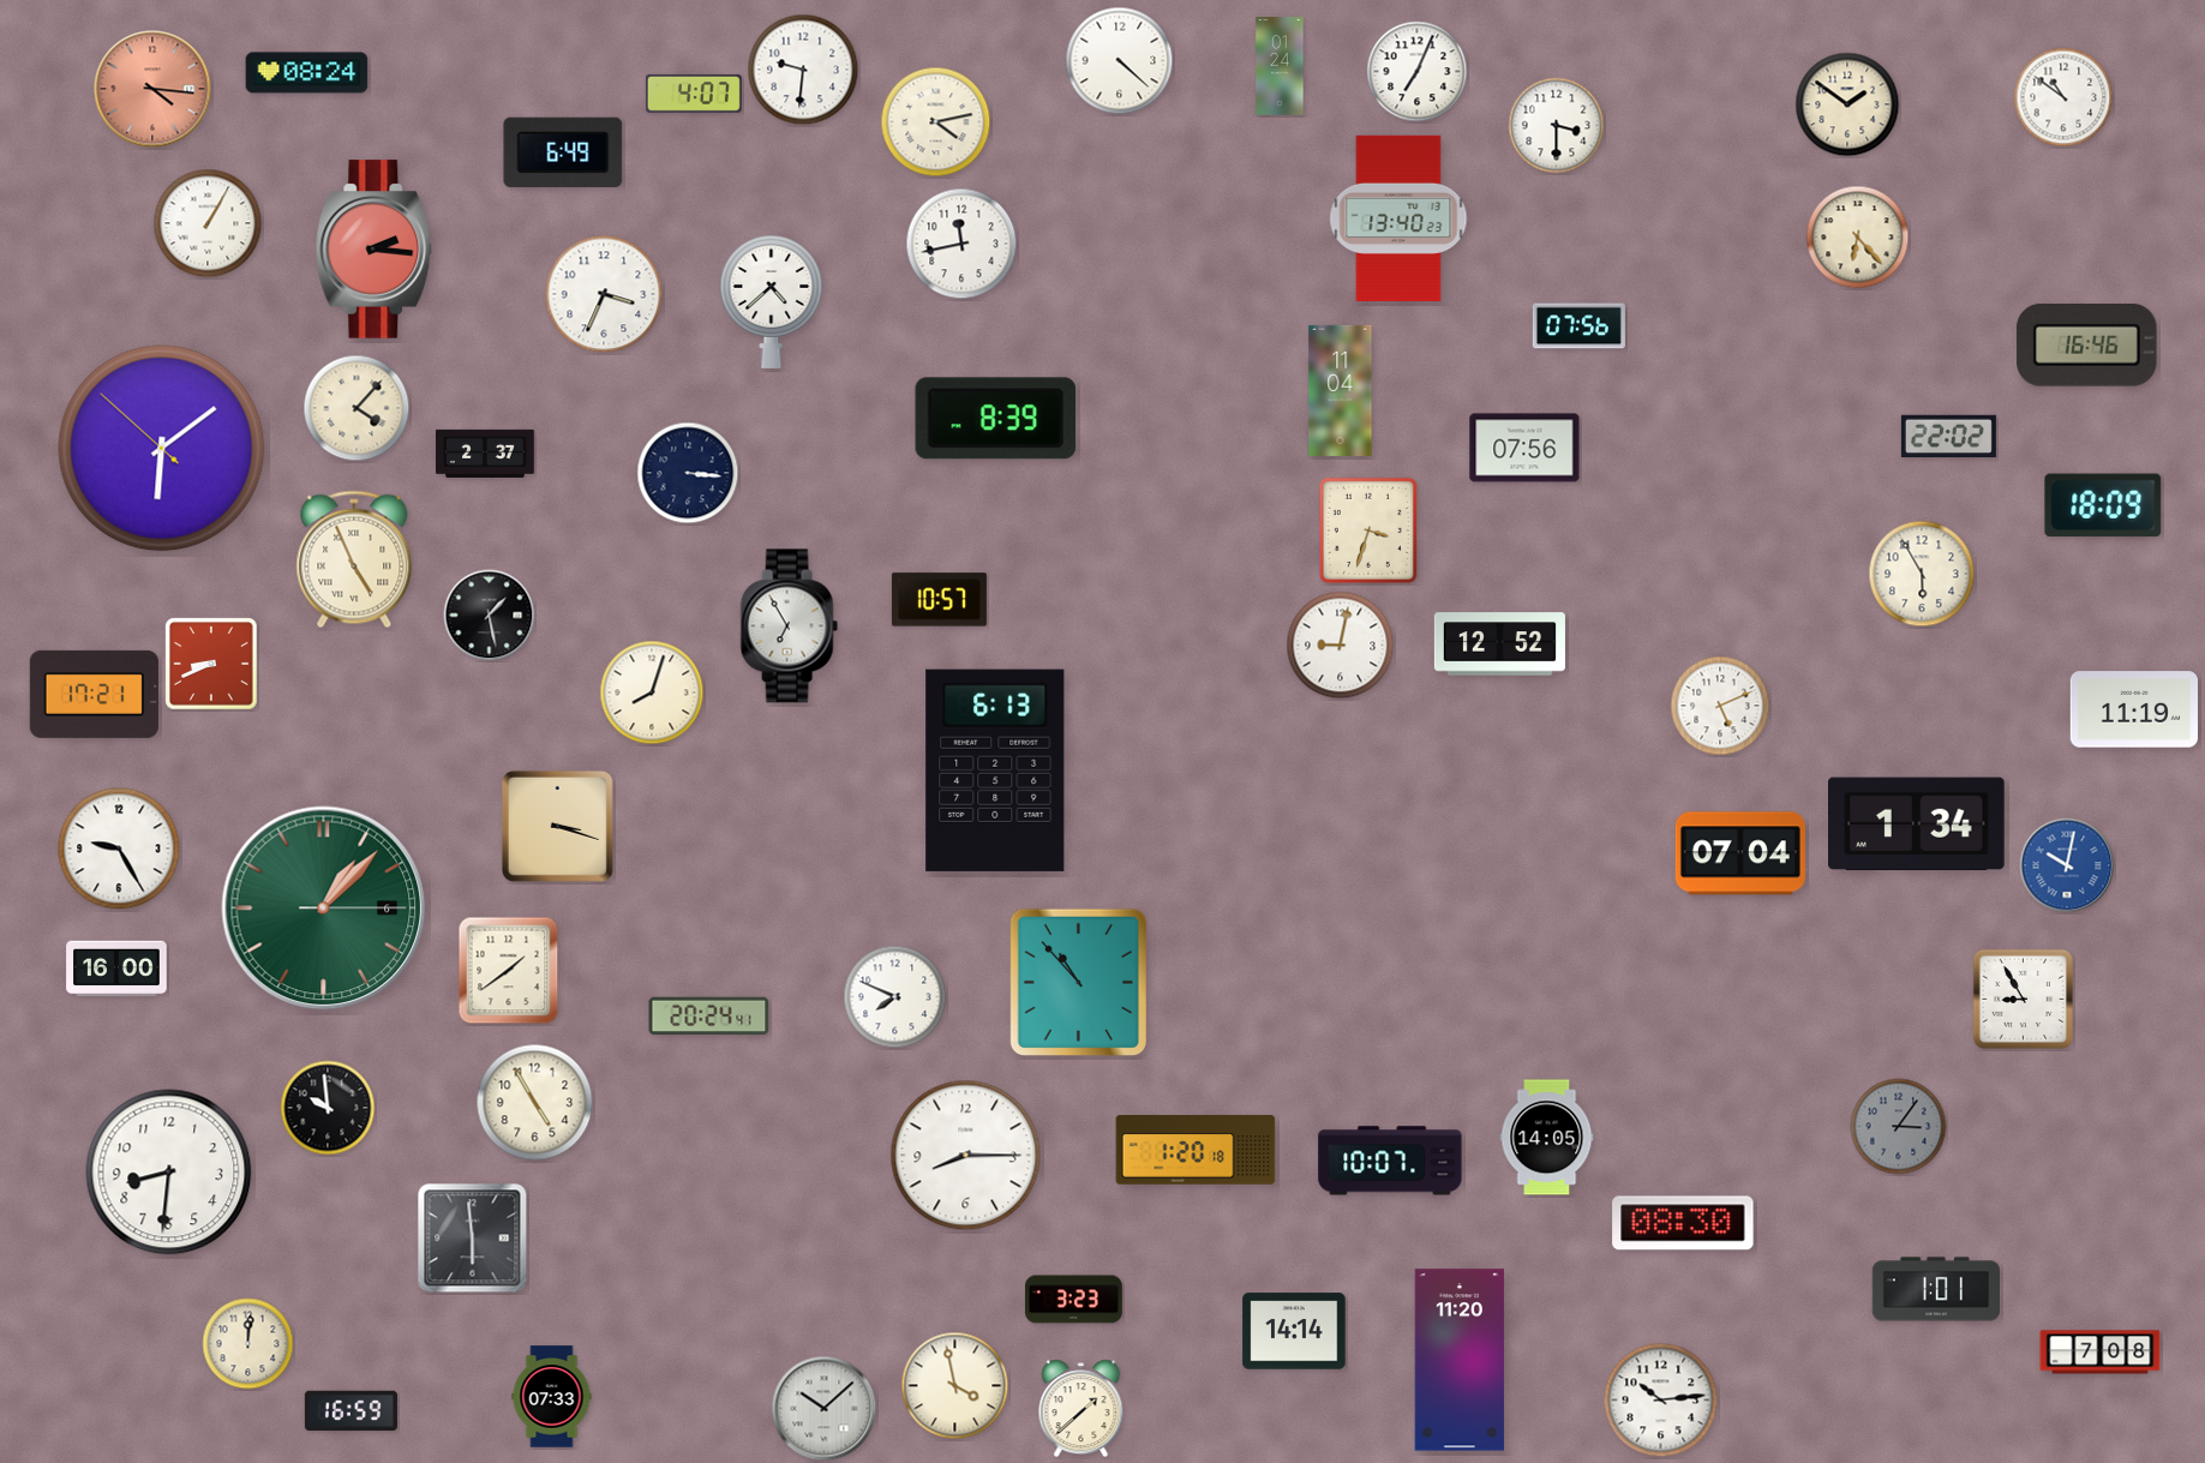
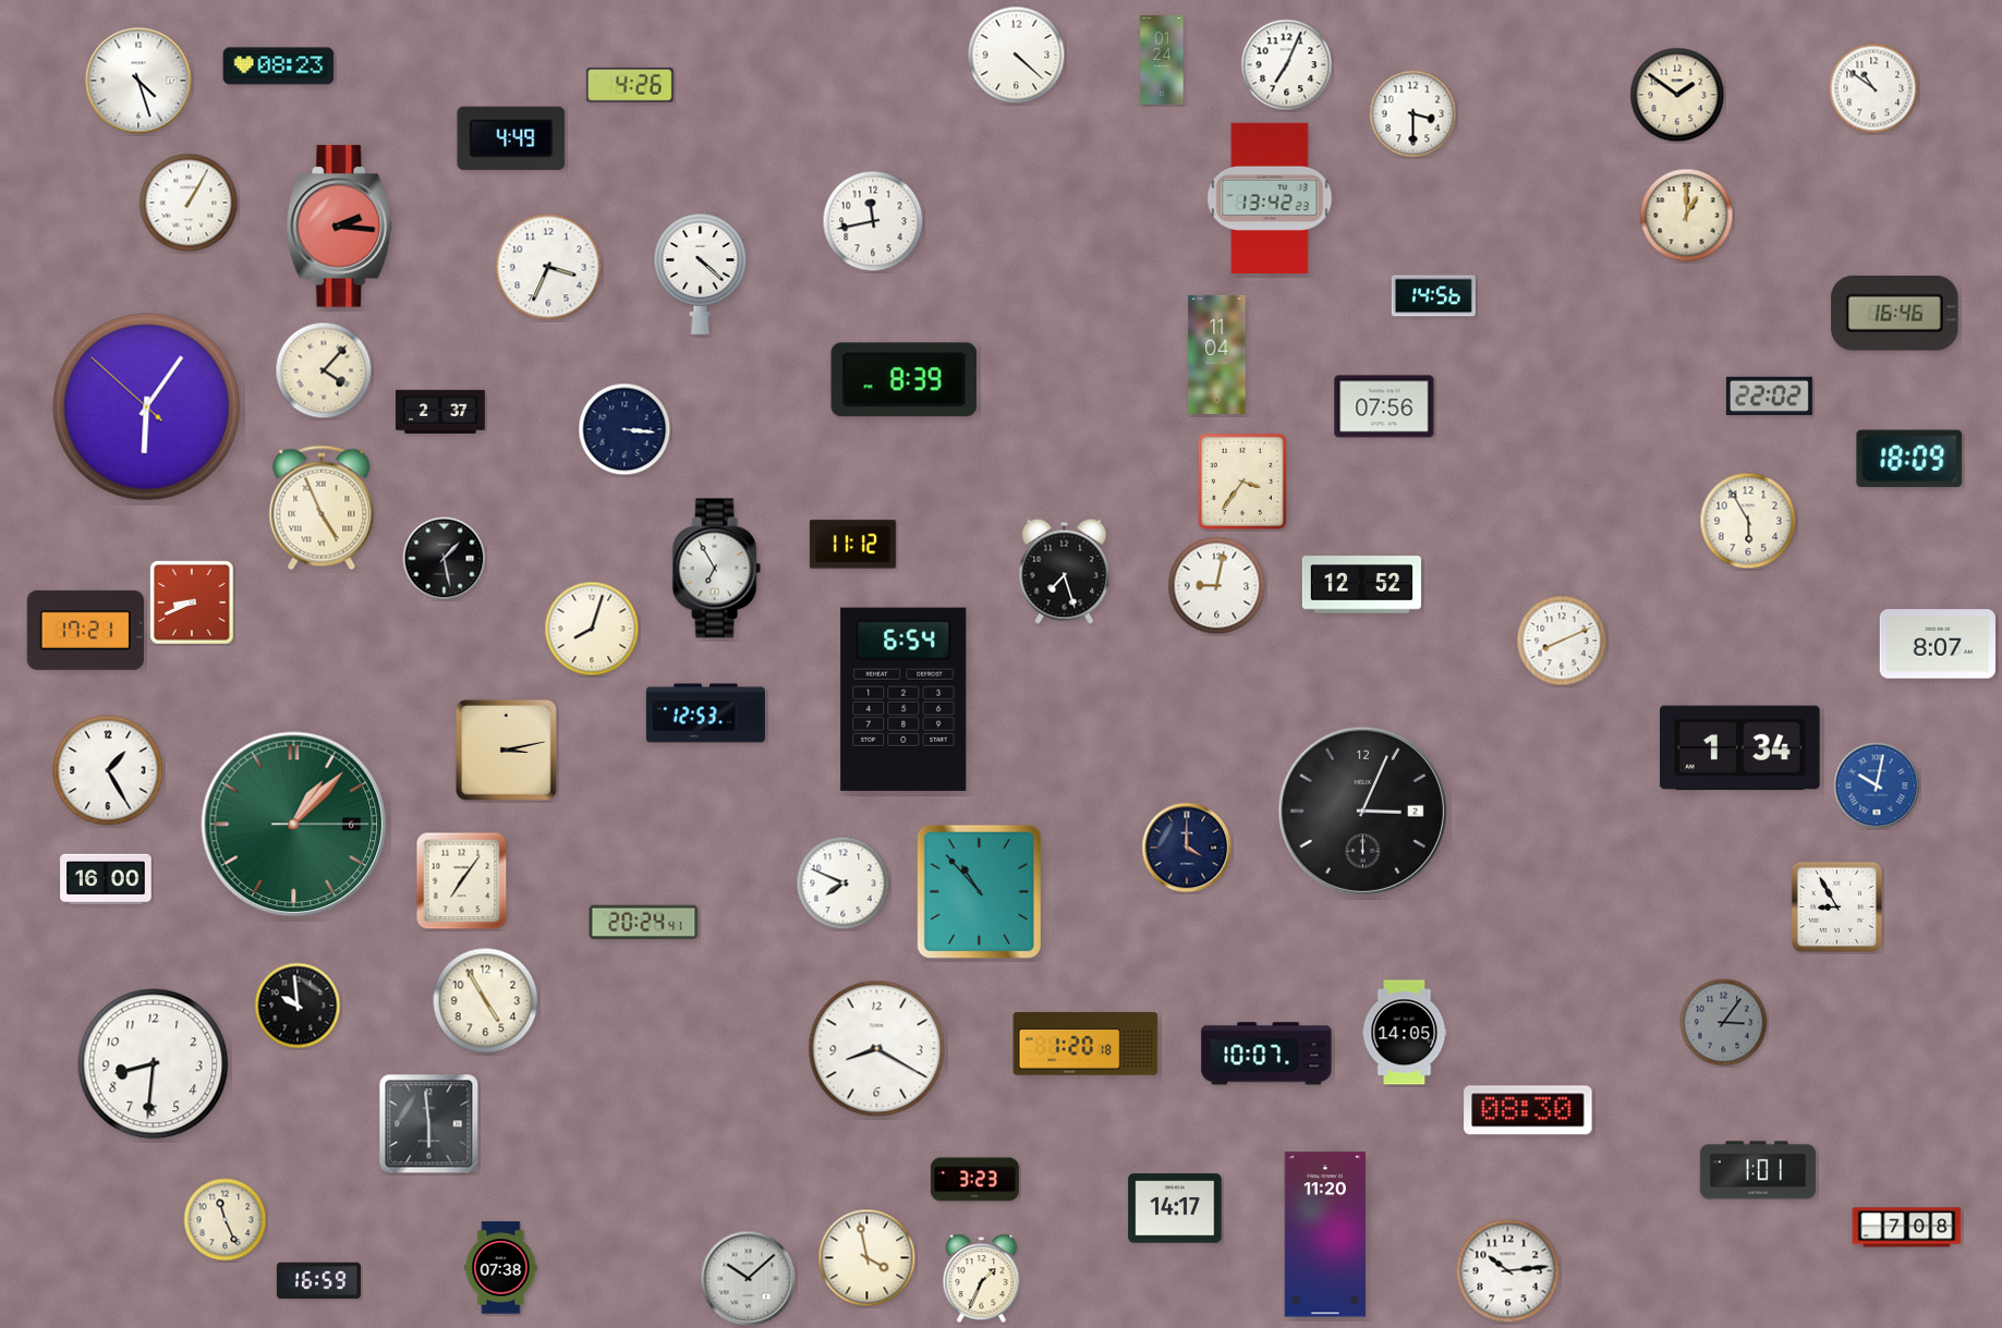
clock at (803, 70): 9:31 -> none
clock at (307, 73): 08:24 -> 08:23
clock at (152, 89): 4:16 -> 4:27
clock at (152, 89) dial: salmon -> white
clock at (694, 94): 4:07 -> 4:26
clock at (936, 122): 4:13 -> none
clock at (563, 152): 6:49 -> 4:49
clock at (1398, 217): 13:40 -> 13:42
clock at (1858, 238): 6:23 -> 1:00
clock at (772, 302): 4:38 -> 4:22
clock at (1578, 326): 07:56 -> 14:56
clock at (162, 449): 6:08 -> 6:05
clock at (1368, 530): 3:33 -> 3:36
clock at (1922, 574) position: (1922, 574) -> (1748, 521)
clock at (939, 600): 10:57 -> 11:12
clock at (1065, 571): none -> 7:27
clock at (1720, 706): 5:11 -> 8:11
clock at (2133, 709): 11:19 -> 8:07
clock at (995, 771): 6:13 -> 6:54
clock at (705, 714): none -> 12:53
clock at (557, 826): 3:18 -> 3:13
clock at (119, 849): 9:25 -> 1:25
clock at (1740, 853): 07:04 -> none
clock at (1362, 811): none -> 3:04
clock at (1187, 848): none -> 4:00
clock at (509, 971): 1:39 -> 7:06
clock at (895, 997) position: (895, 997) -> (844, 884)
clock at (966, 1156): 8:15 -> 8:20
clock at (1390, 1161) position: (1390, 1161) -> (1266, 1053)
clock at (1294, 1331): 14:14 -> 14:17
clock at (248, 1344): 12:01 -> 11:26
clock at (552, 1397): 07:33 -> 07:38
clock at (1081, 1409): 1:38 -> 1:34
